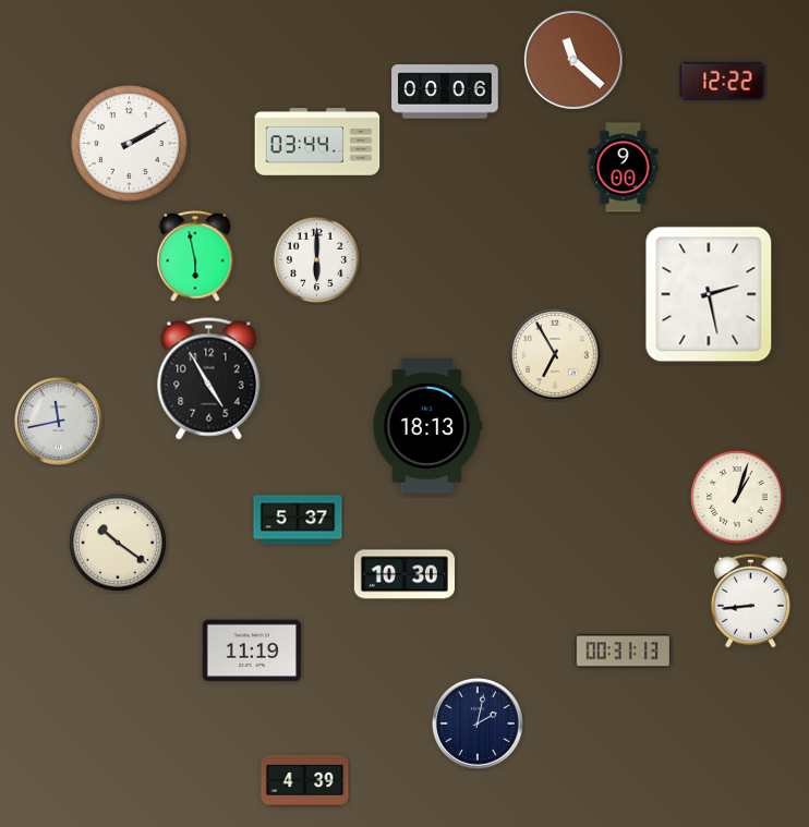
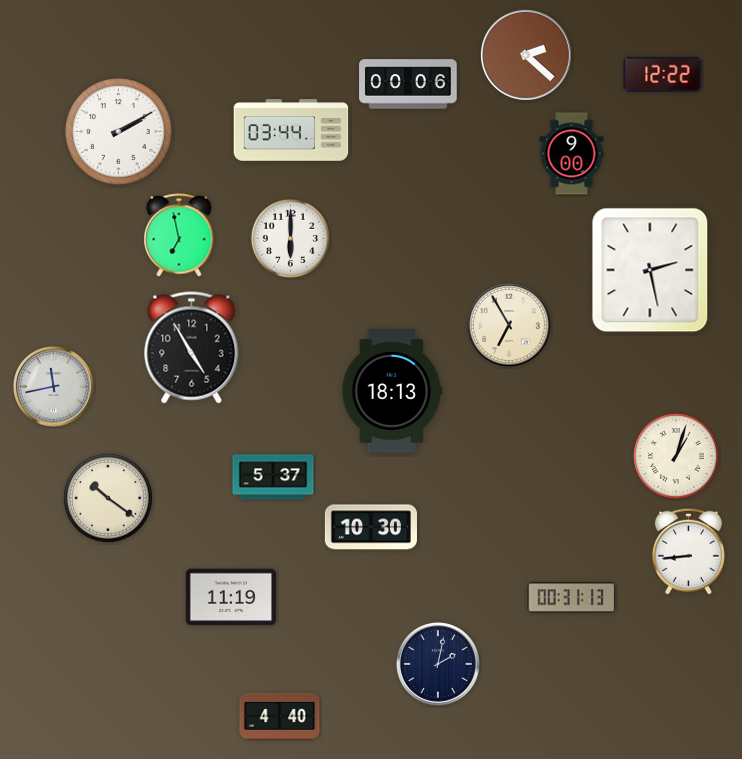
clock at (573, 60): 11:22 -> 2:22
clock at (195, 256): 5:58 -> 6:58
clock at (305, 780): 4:39 -> 4:40
